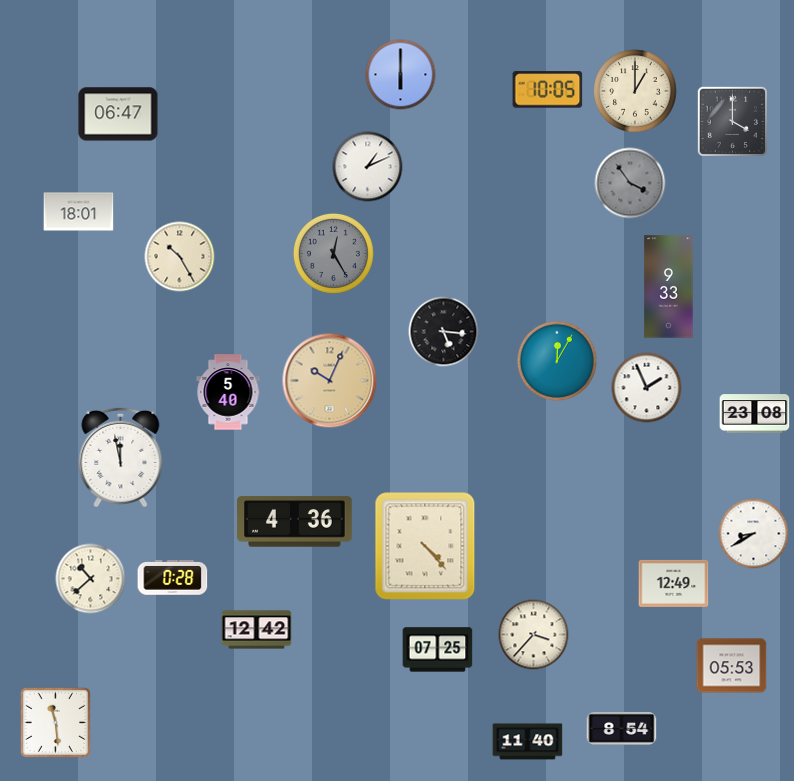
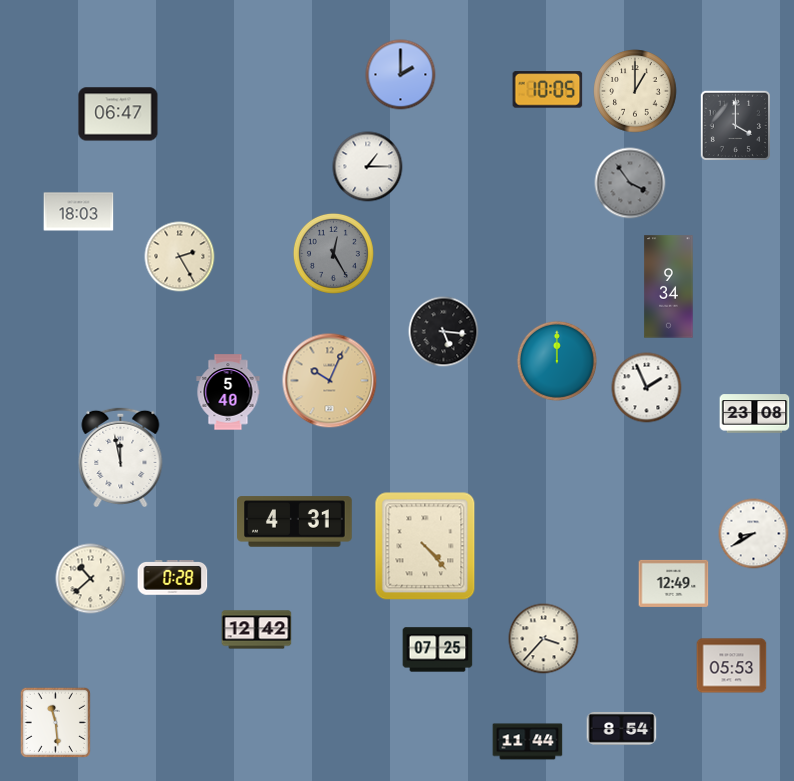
clock at (401, 75): 6:00 -> 2:00
clock at (732, 121) position: (732, 121) -> (735, 125)
clock at (368, 167): 1:11 -> 1:15
clock at (79, 212): 18:01 -> 18:03
clock at (180, 257): 10:25 -> 2:25
clock at (669, 287): 9:33 -> 9:34
clock at (557, 361): 12:05 -> 12:00
clock at (295, 522): 4:36 -> 4:31
clock at (534, 635) position: (534, 635) -> (544, 639)
clock at (528, 742): 11:40 -> 11:44
